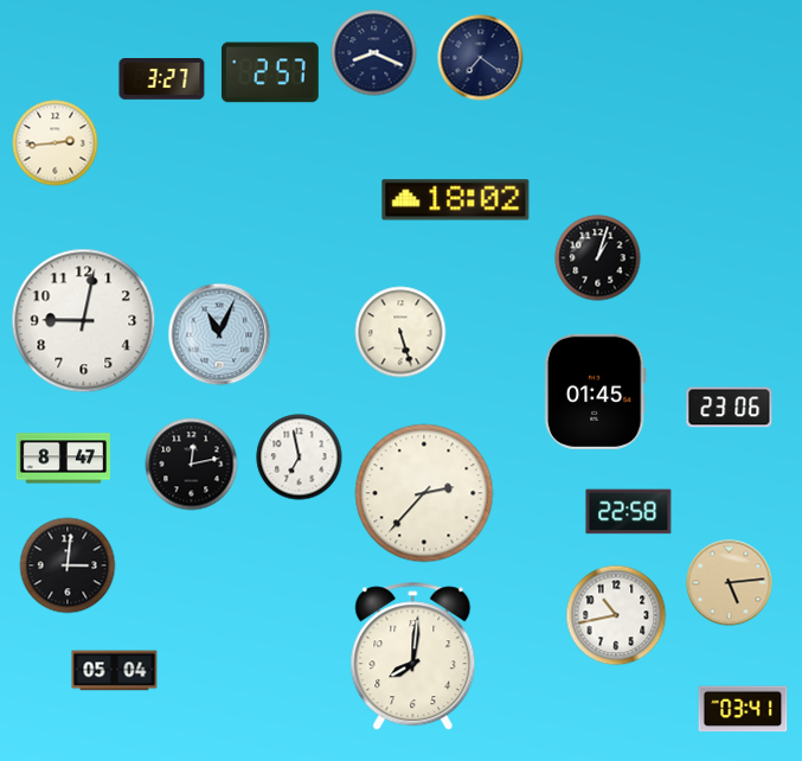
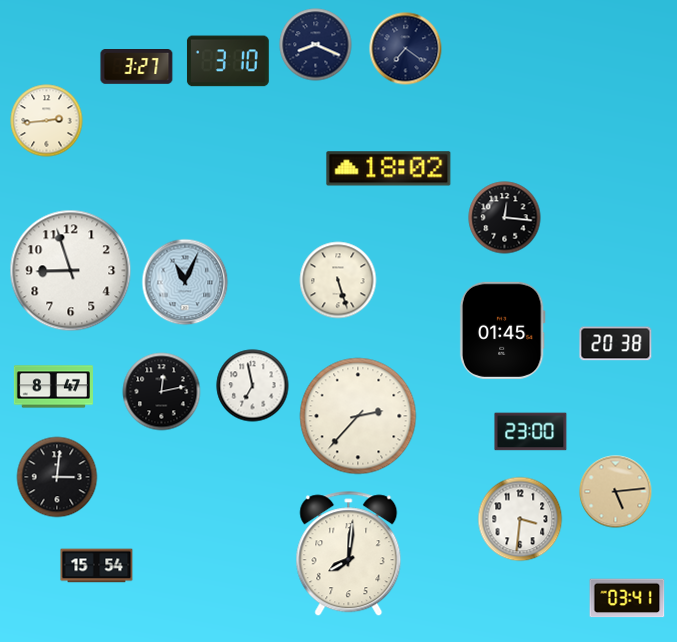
clock at (270, 72): 2:57 -> 3:10
clock at (456, 200) position: (456, 200) -> (389, 169)
clock at (598, 258): 1:03 -> 12:16
clock at (84, 321): 9:02 -> 8:57
clock at (730, 408): 23:06 -> 20:38
clock at (629, 512): 22:58 -> 23:00
clock at (616, 615): 10:43 -> 3:31
clock at (115, 671): 05:04 -> 15:54
